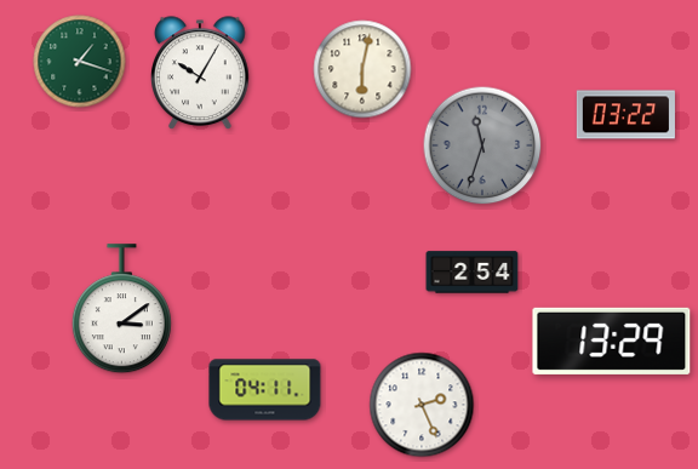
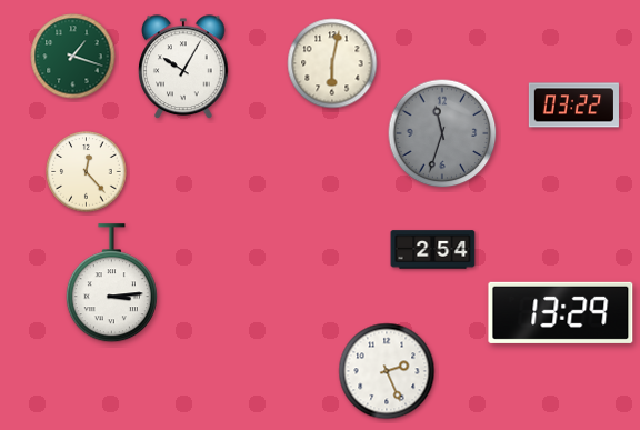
clock at (87, 172): none -> 12:23
clock at (121, 309): 3:09 -> 3:14
clock at (265, 390): 04:11 -> none
